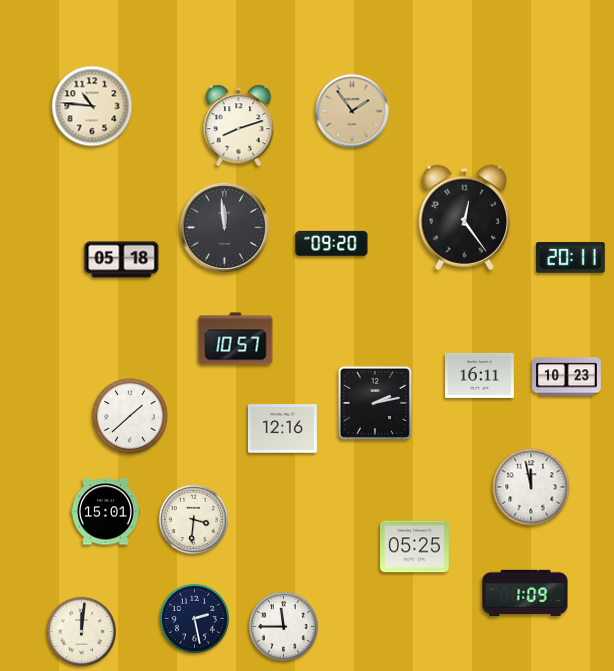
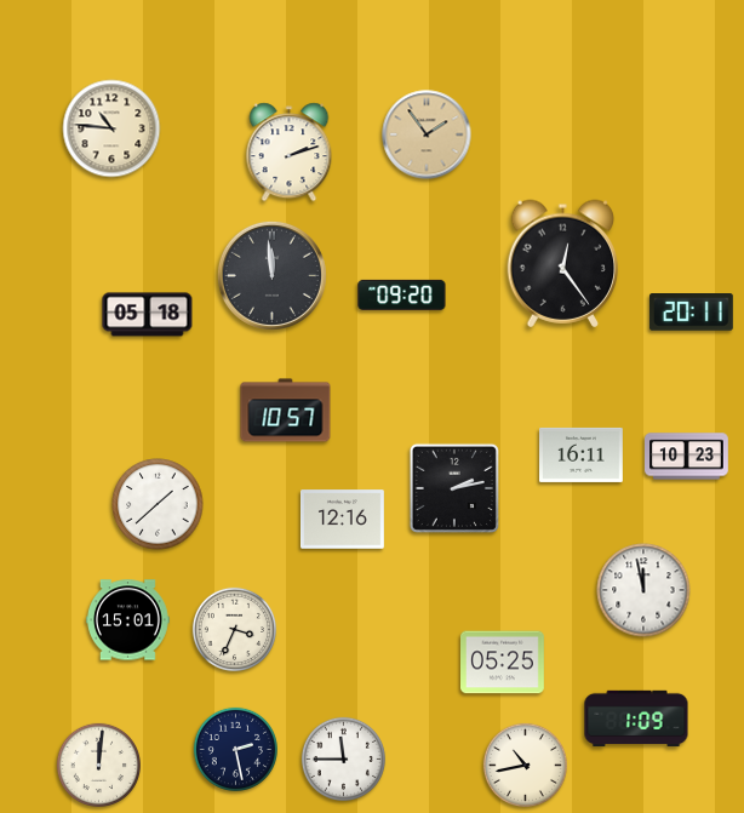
clock at (239, 126): 8:12 -> 2:12
clock at (193, 519): 3:31 -> 3:34
clock at (525, 765): none -> 10:43
